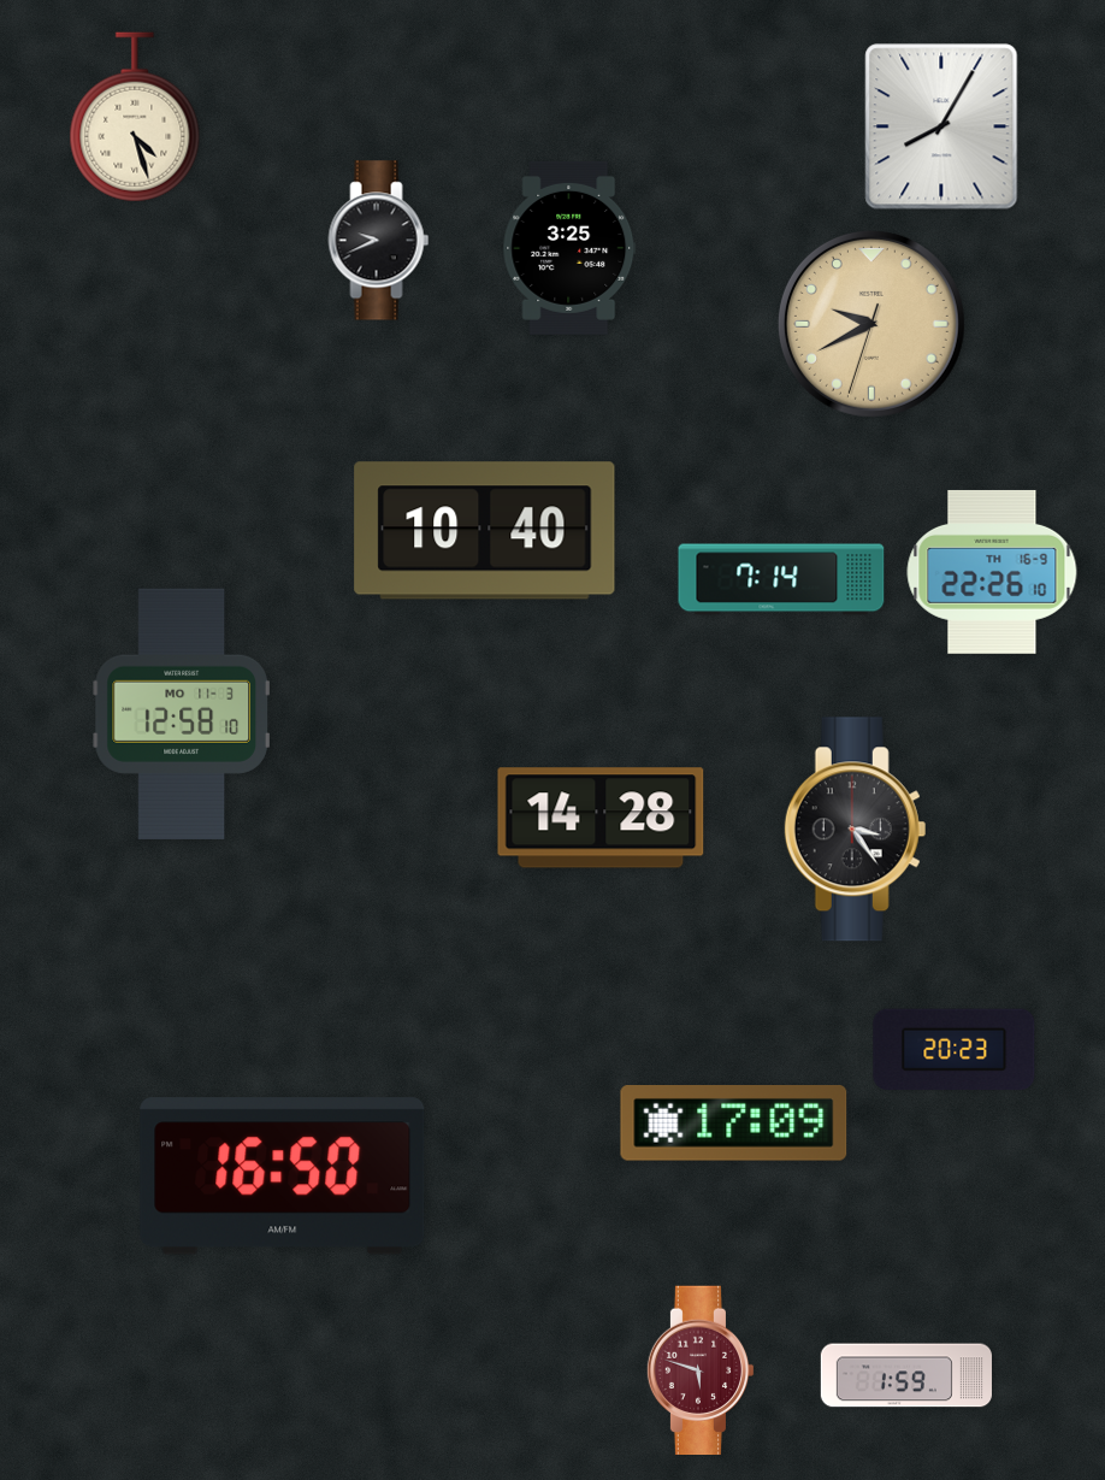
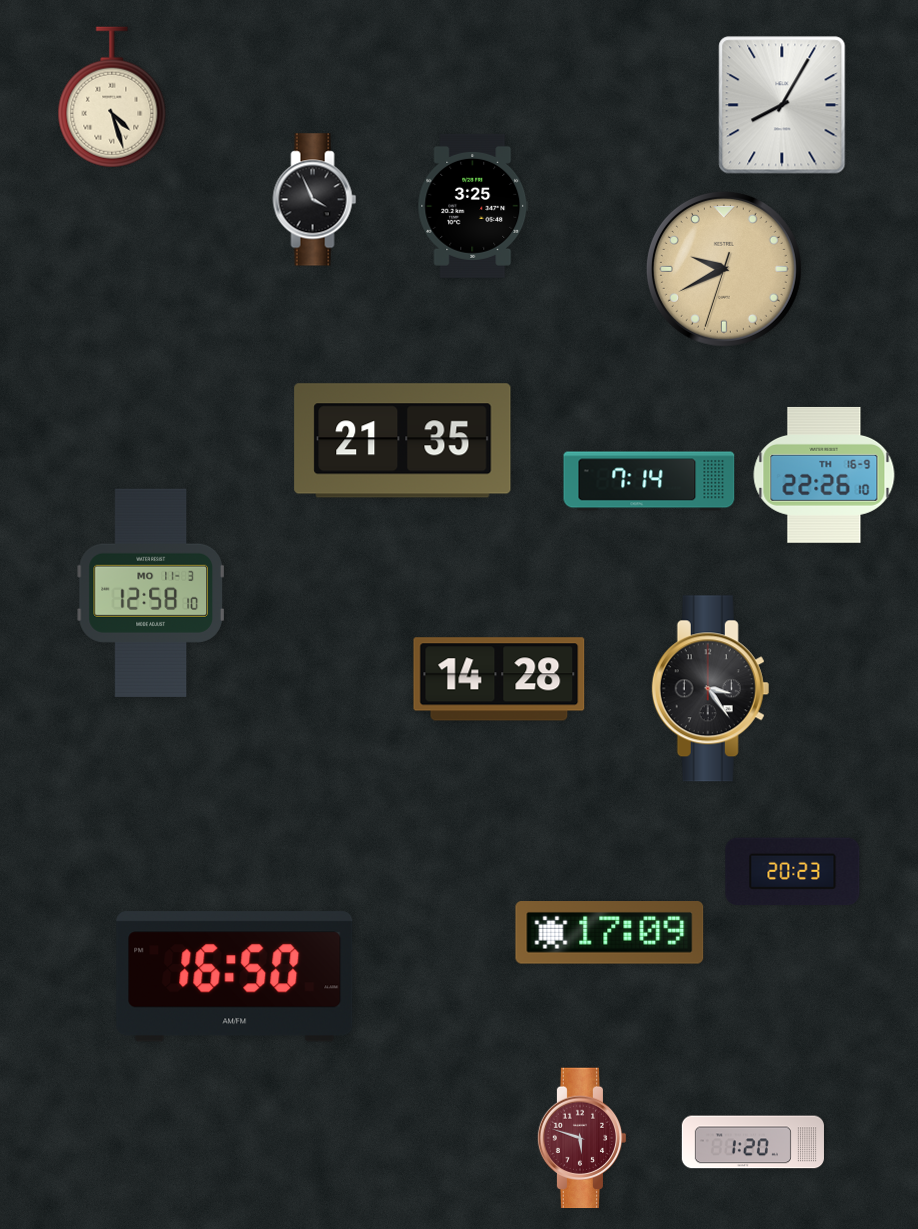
clock at (379, 241): 9:41 -> 3:56
clock at (485, 531): 10:40 -> 21:35
clock at (906, 1375): 1:59 -> 1:20
